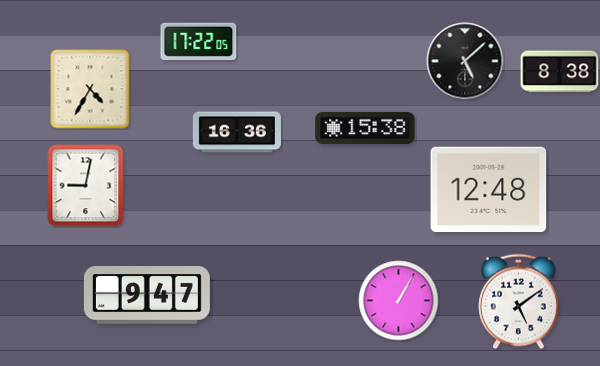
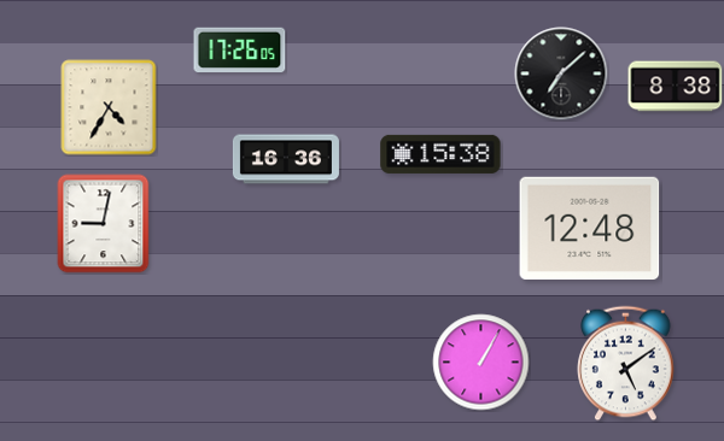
clock at (199, 42): 17:22 -> 17:26
clock at (465, 61): 5:08 -> 7:08
clock at (147, 295): 9:47 -> none
